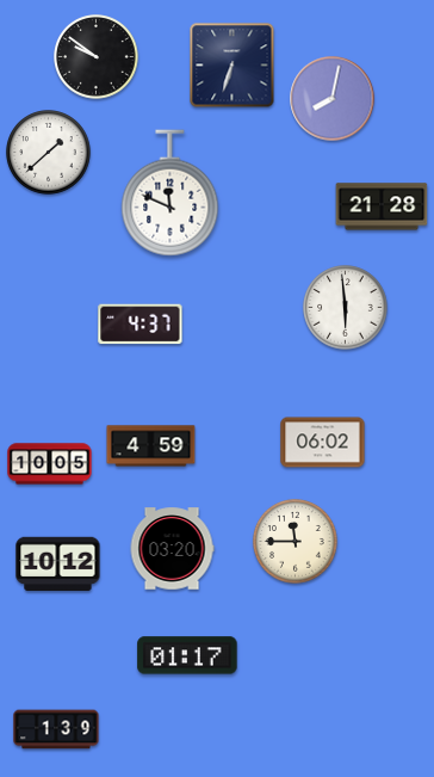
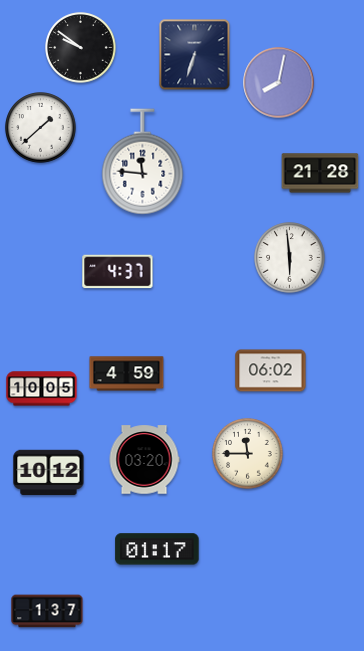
clock at (170, 193): 11:49 -> 11:46
clock at (56, 729): 1:39 -> 1:37
